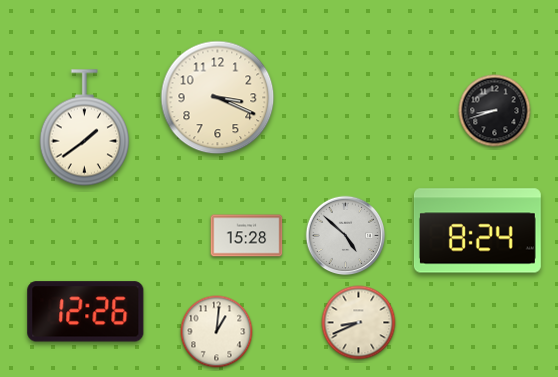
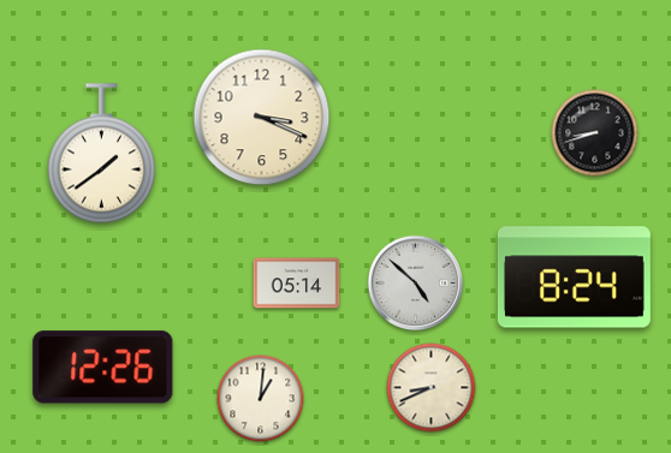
clock at (247, 236): 15:28 -> 05:14
clock at (86, 312) position: (86, 312) -> (103, 368)
